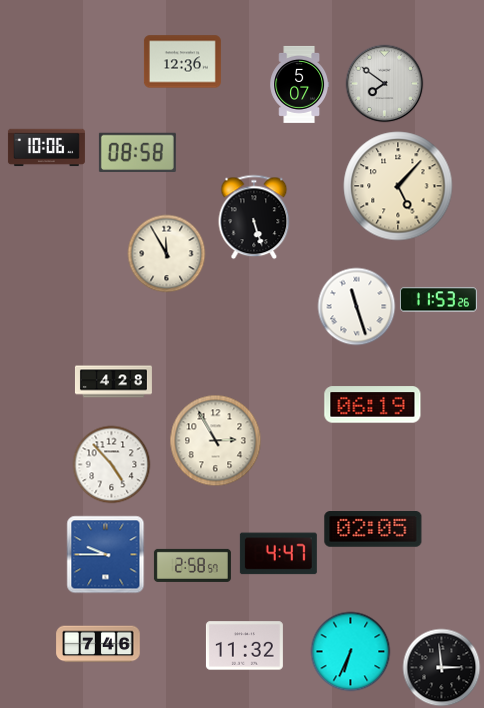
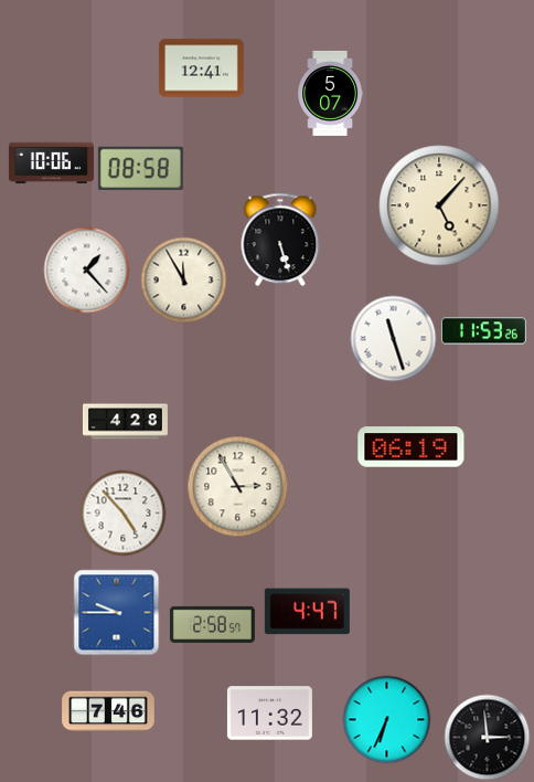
clock at (182, 62): 12:36 -> 12:41
clock at (384, 83): 7:51 -> none
clock at (137, 152) position: (137, 152) -> (140, 168)
clock at (86, 270): none -> 1:23
clock at (373, 530): 02:05 -> none
